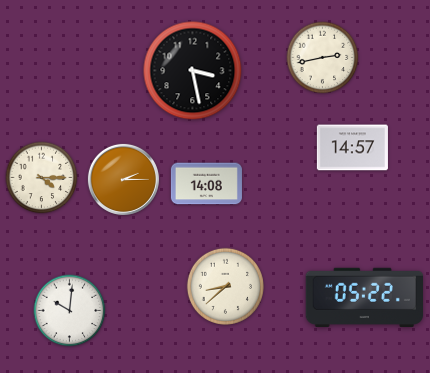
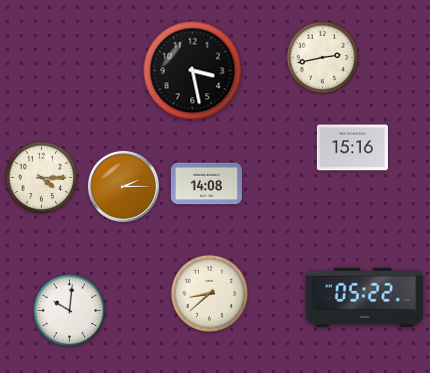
clock at (352, 148): 14:57 -> 15:16
clock at (123, 179) position: (123, 179) -> (123, 186)
clock at (225, 286) position: (225, 286) -> (209, 293)
